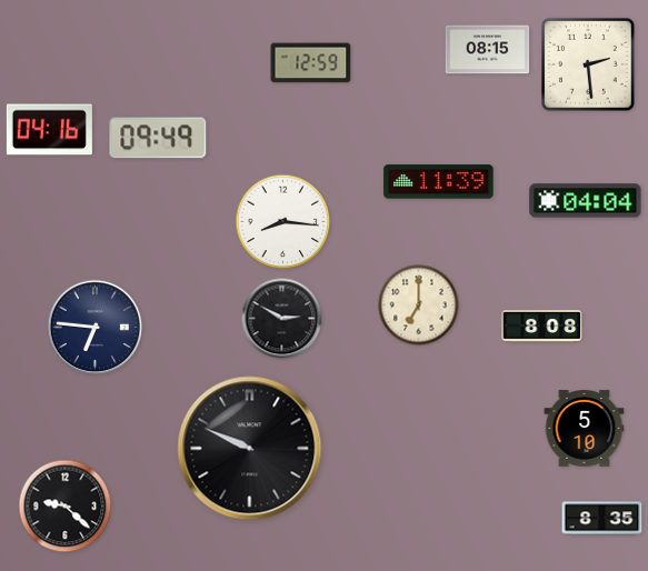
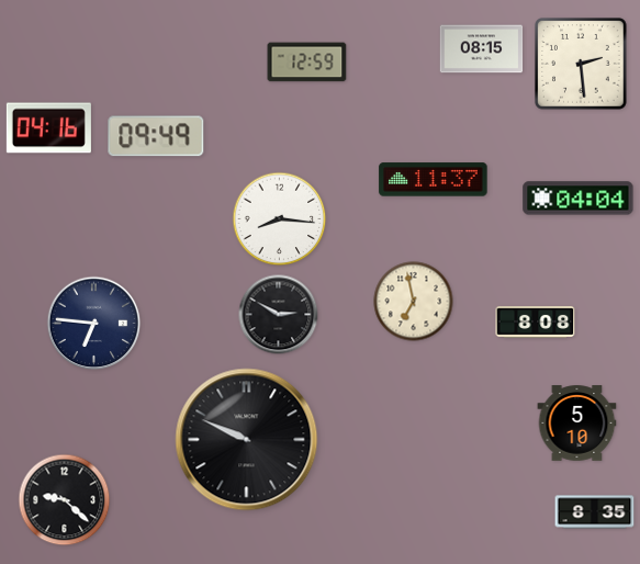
clock at (439, 182): 11:39 -> 11:37
clock at (419, 305): 7:00 -> 6:58
clock at (250, 449) position: (250, 449) -> (247, 440)
